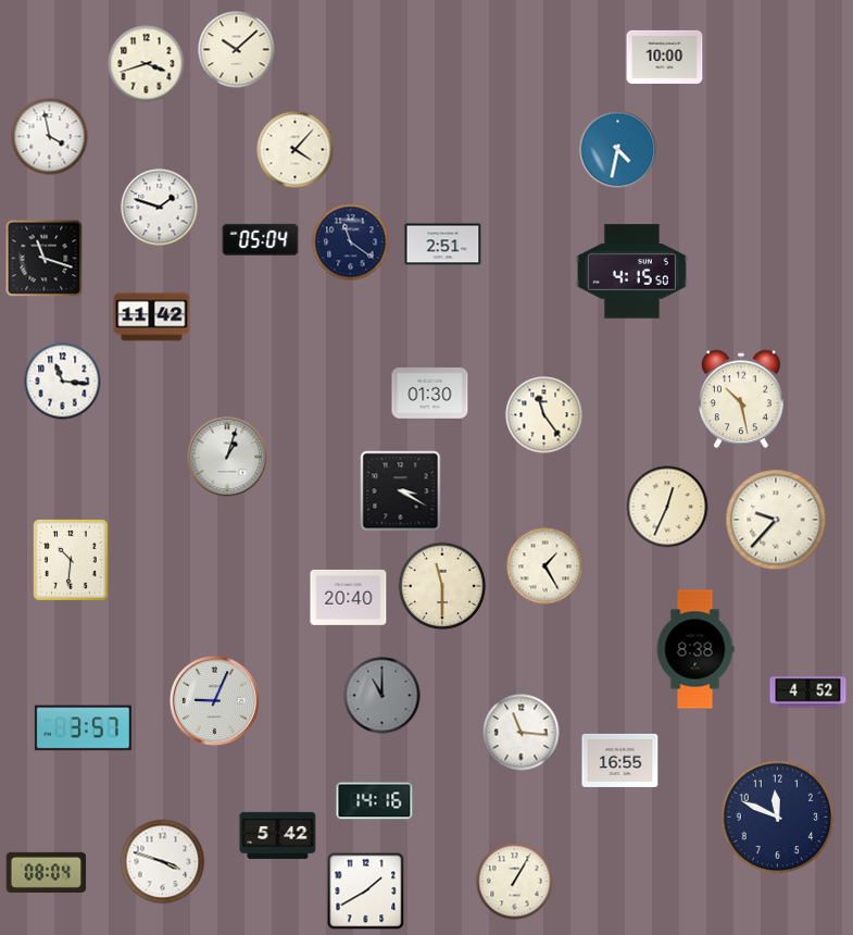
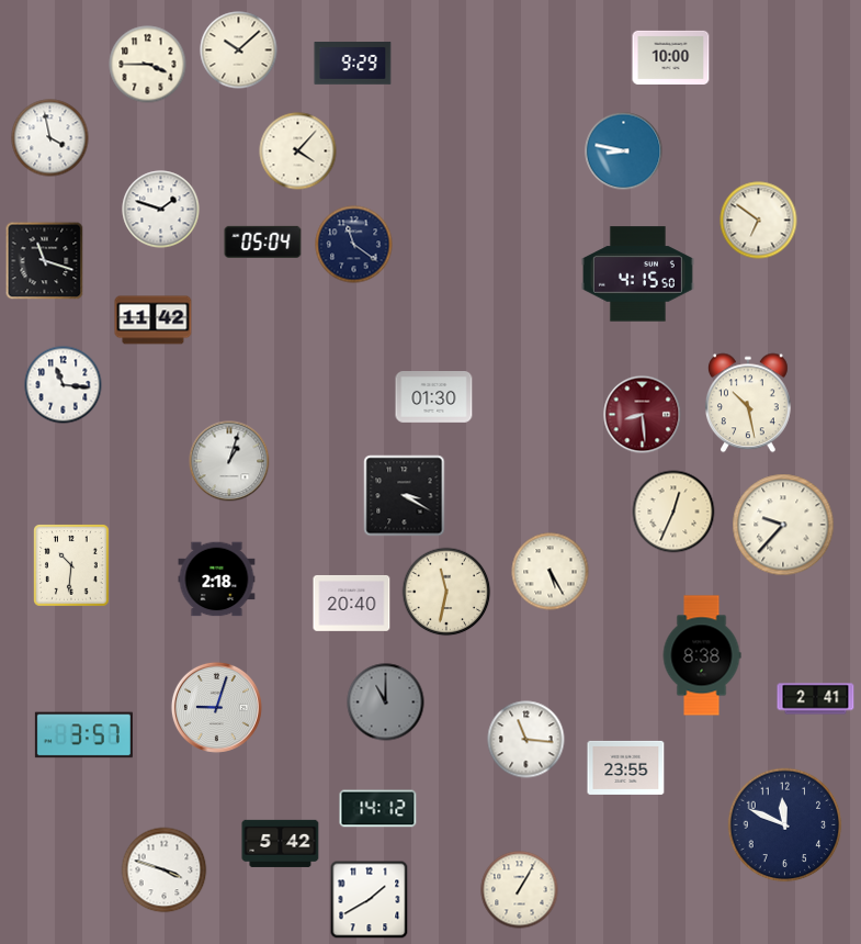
clock at (353, 64): none -> 9:29
clock at (147, 64): 3:42 -> 3:45
clock at (618, 150): 4:32 -> 8:47
clock at (759, 221): none -> 6:51
clock at (443, 245): 2:51 -> none
clock at (643, 415): none -> 8:29
clock at (544, 415): 11:24 -> none
clock at (545, 566): 1:25 -> 5:25
clock at (217, 580): none -> 2:18
clock at (442, 586): 11:30 -> 11:32
clock at (808, 693): 4:52 -> 2:41
clock at (214, 700): 9:04 -> 9:03
clock at (620, 760): 16:55 -> 23:55
clock at (375, 801): 14:16 -> 14:12
clock at (47, 872): 08:04 -> none
